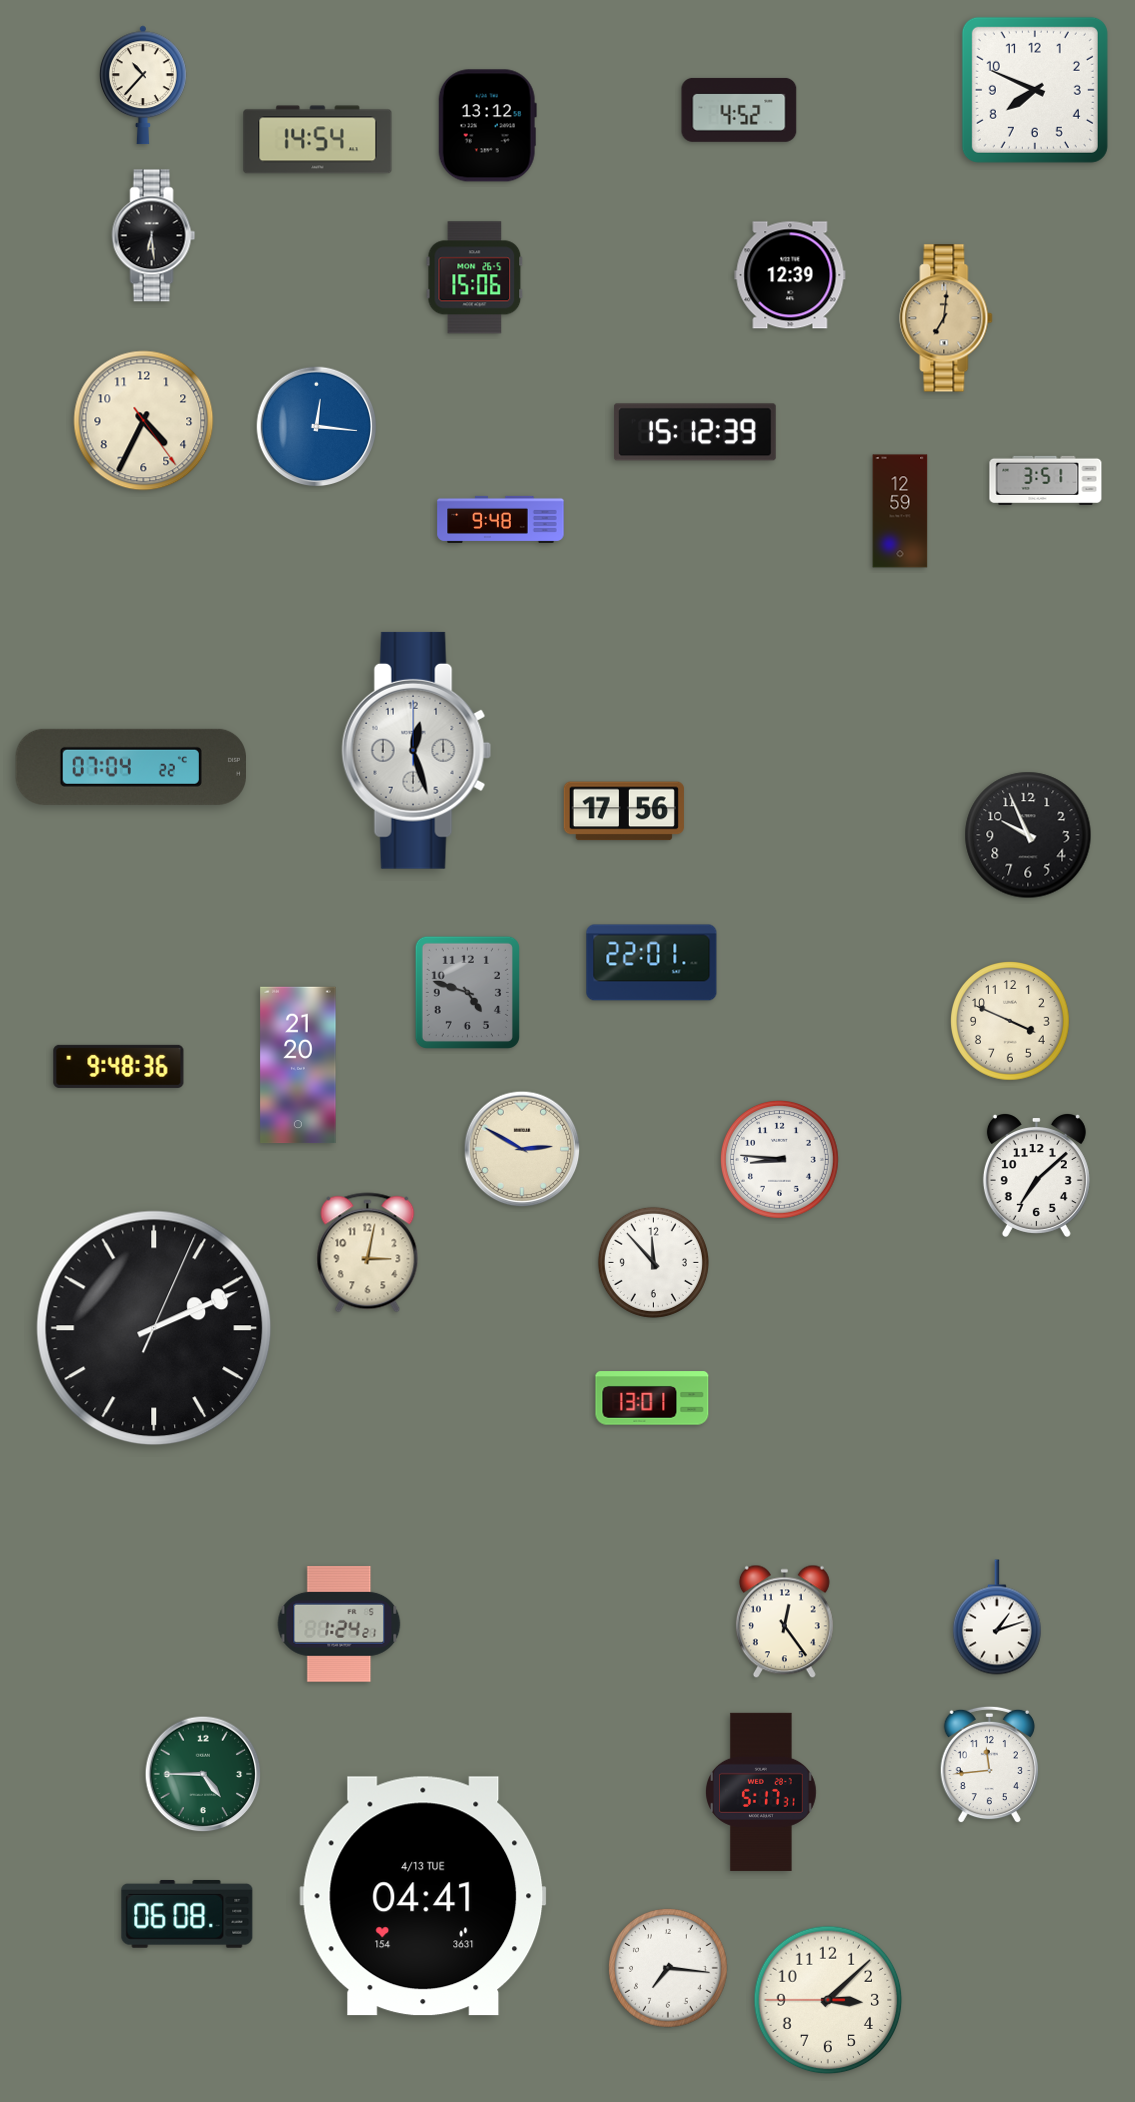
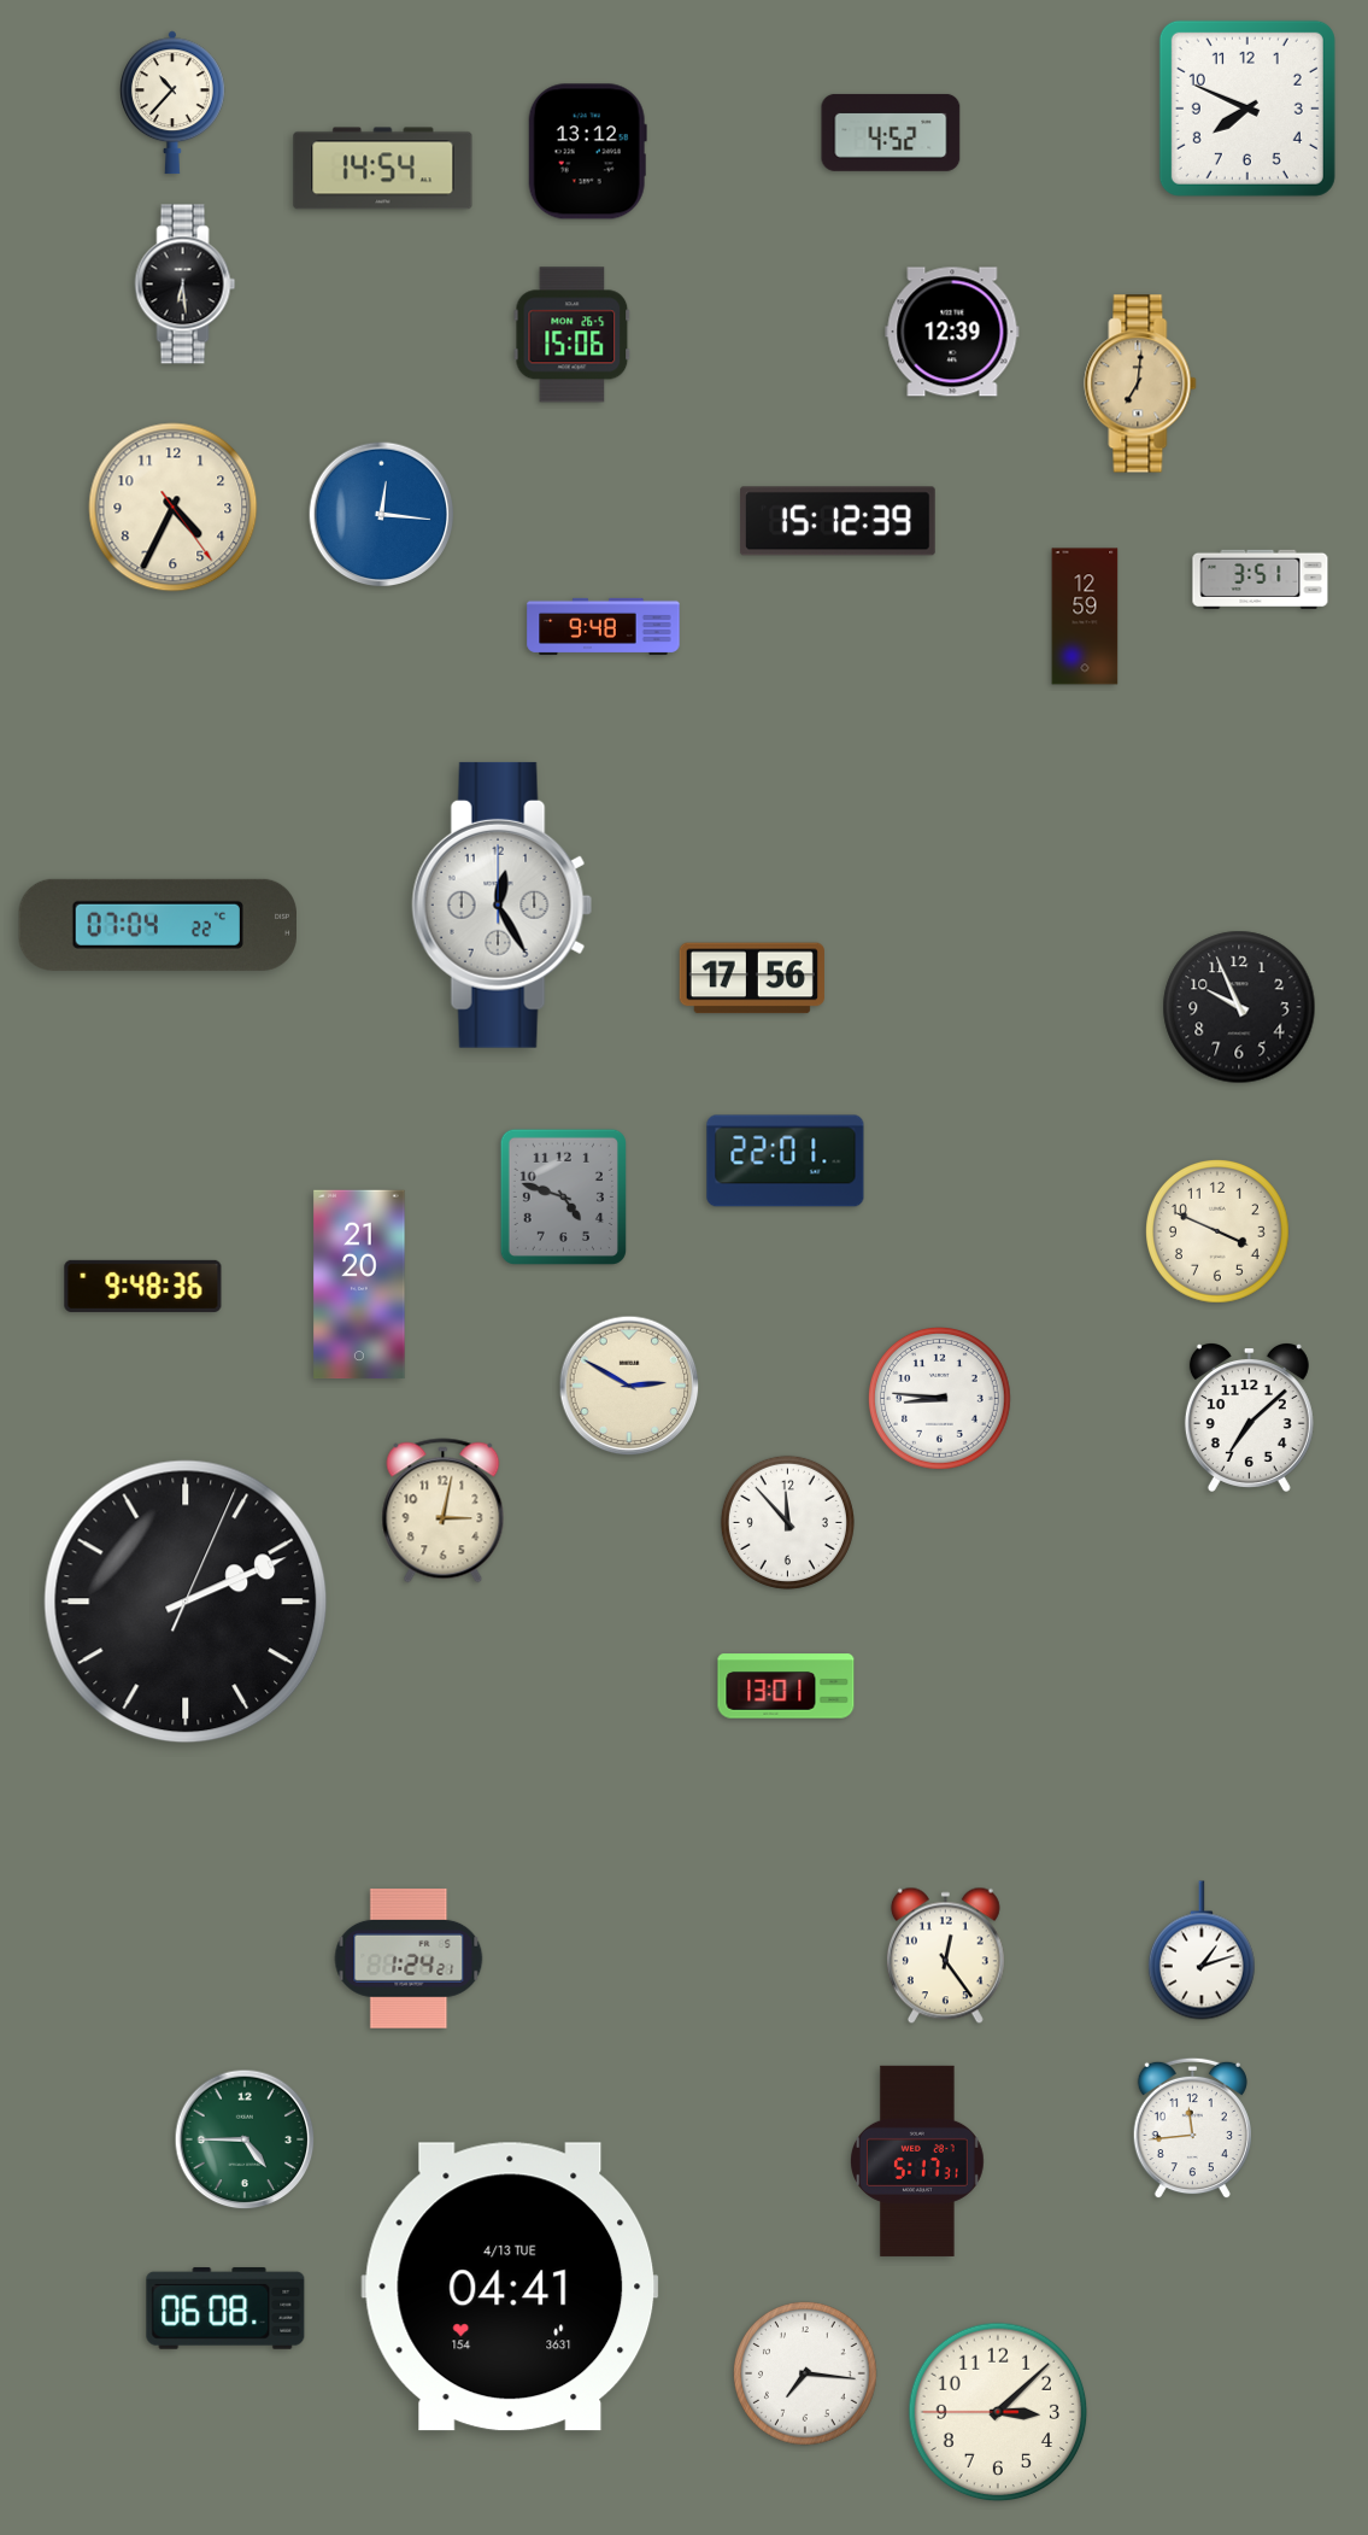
clock at (417, 750): 12:27 -> 12:25
